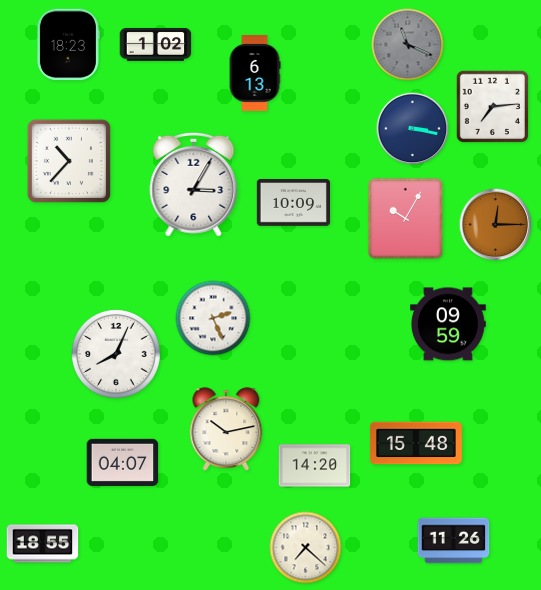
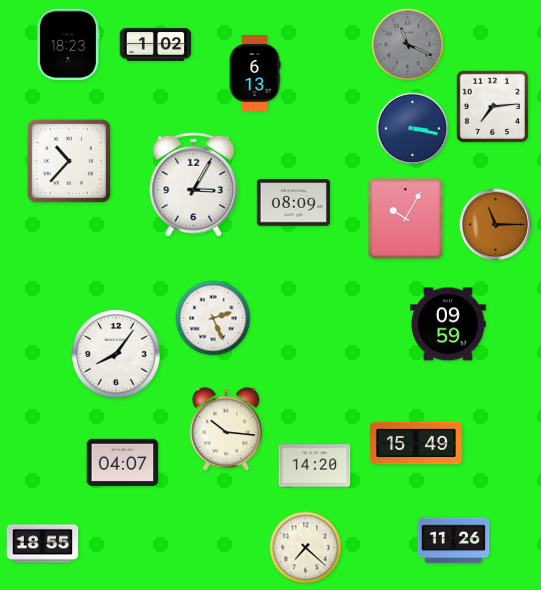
clock at (293, 203): 10:09 -> 08:09
clock at (496, 225): 12:15 -> 11:15
clock at (117, 355): 8:04 -> 8:06
clock at (226, 429): 10:13 -> 10:16
clock at (416, 443): 15:48 -> 15:49
